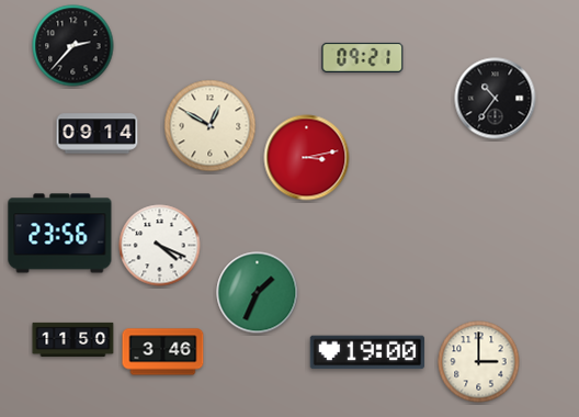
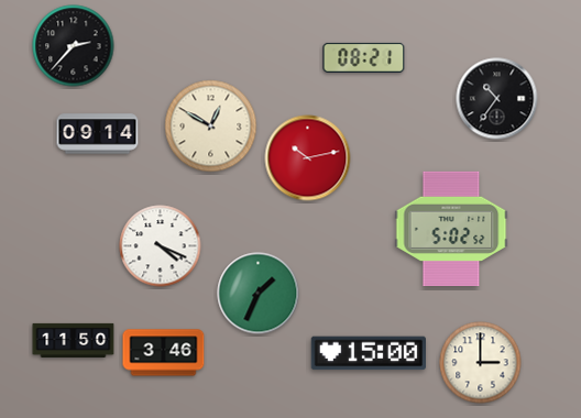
clock at (363, 57): 09:21 -> 08:21
clock at (307, 158): 3:13 -> 10:13
clock at (451, 228): none -> 5:02
clock at (60, 234): 23:56 -> none
clock at (366, 352): 19:00 -> 15:00
